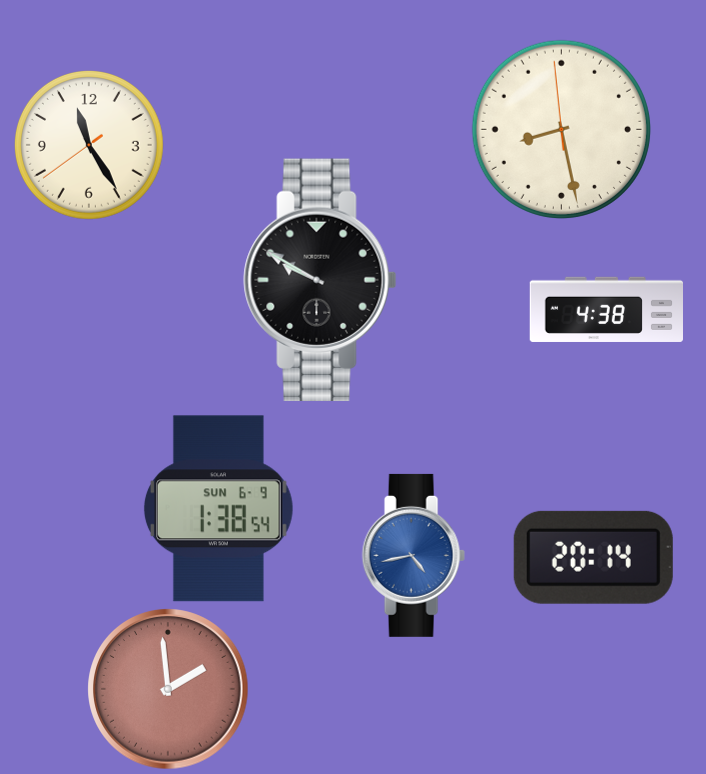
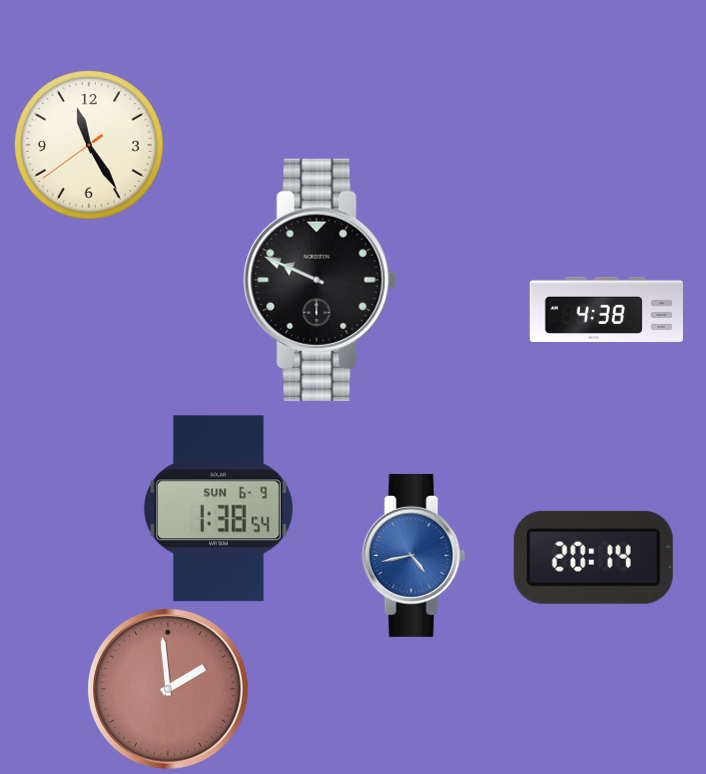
clock at (561, 129): 8:27 -> none
clock at (320, 280): 9:50 -> 9:49
